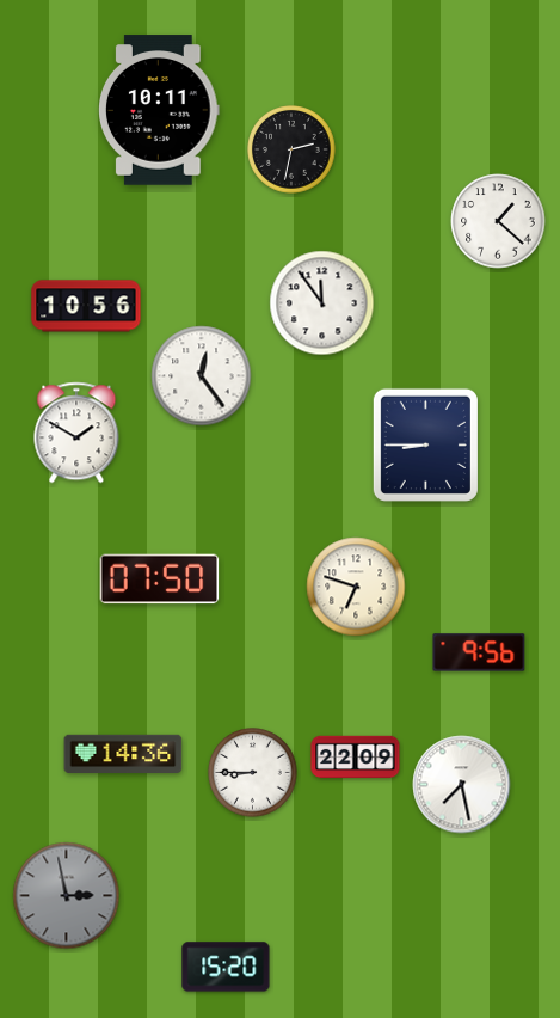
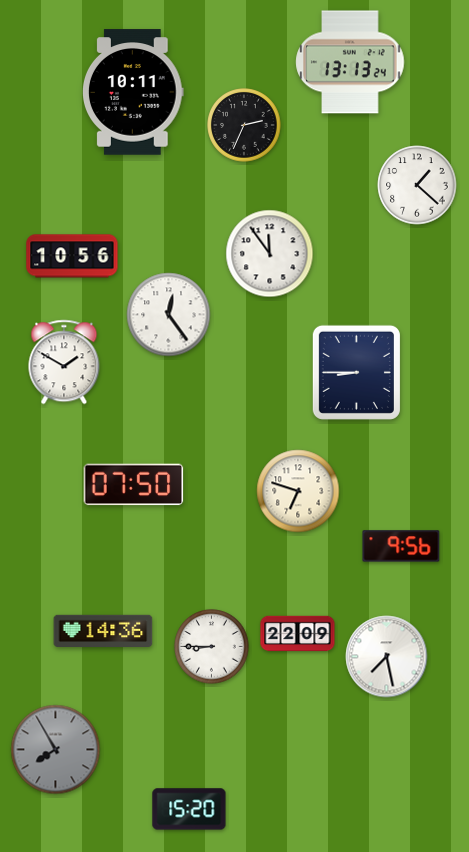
clock at (350, 62): none -> 13:13
clock at (291, 149): 2:32 -> 2:34
clock at (67, 896): 2:58 -> 7:55
